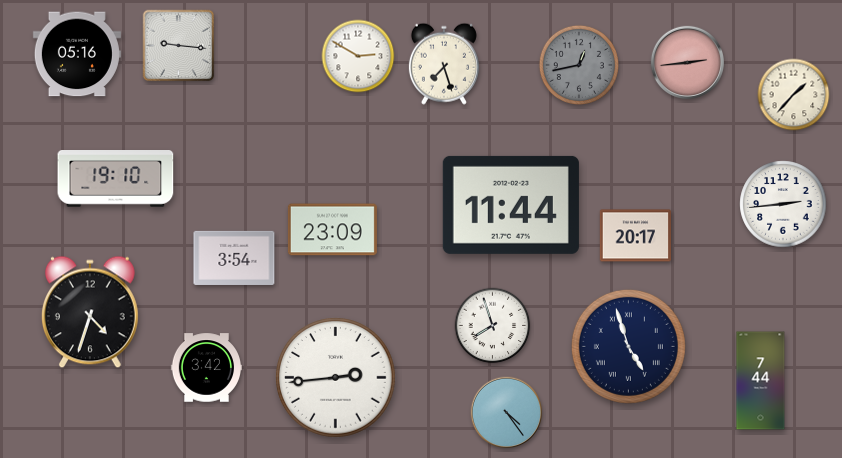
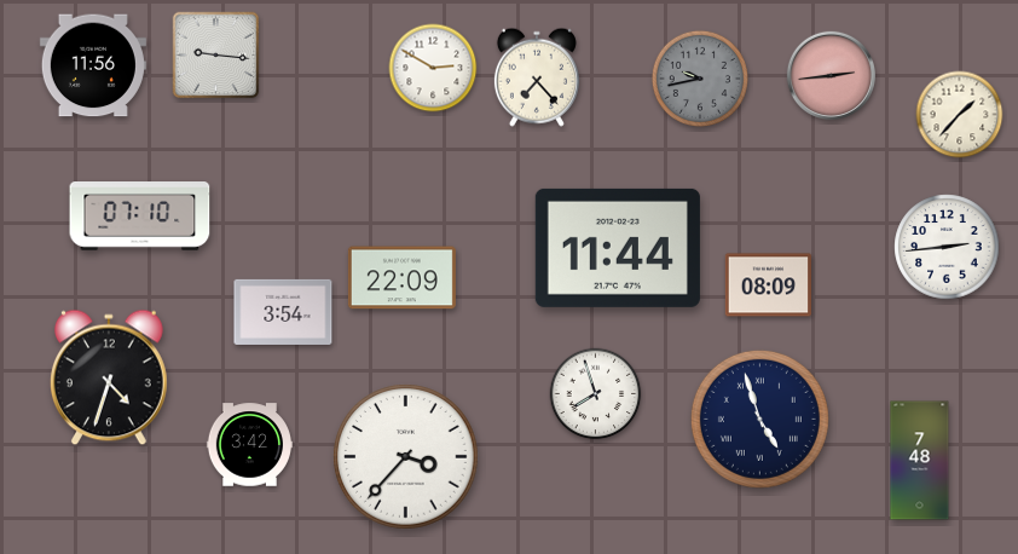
clock at (77, 54): 05:16 -> 11:56
clock at (444, 64): 7:27 -> 7:23
clock at (579, 65): 12:43 -> 9:43
clock at (116, 179): 19:10 -> 07:10
clock at (332, 230): 23:09 -> 22:09
clock at (635, 236): 20:17 -> 08:09
clock at (336, 378): 2:44 -> 3:37
clock at (761, 381): 7:44 -> 7:48
clock at (507, 413): 4:24 -> none
